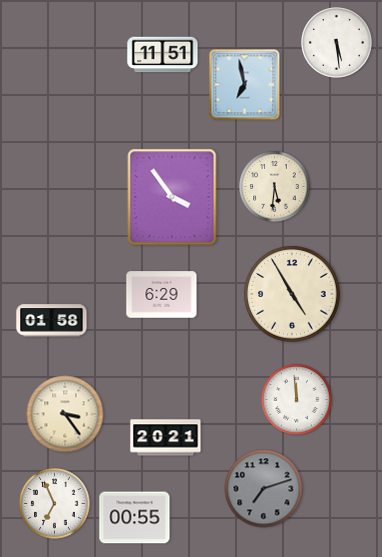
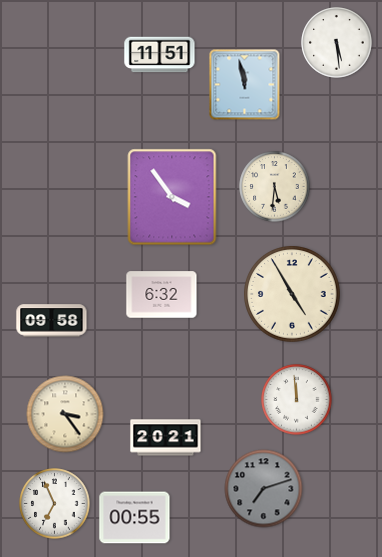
clock at (163, 55) position: (163, 55) -> (160, 55)
clock at (245, 85): 6:58 -> 11:58
clock at (162, 295): 6:29 -> 6:32
clock at (52, 321): 01:58 -> 09:58
